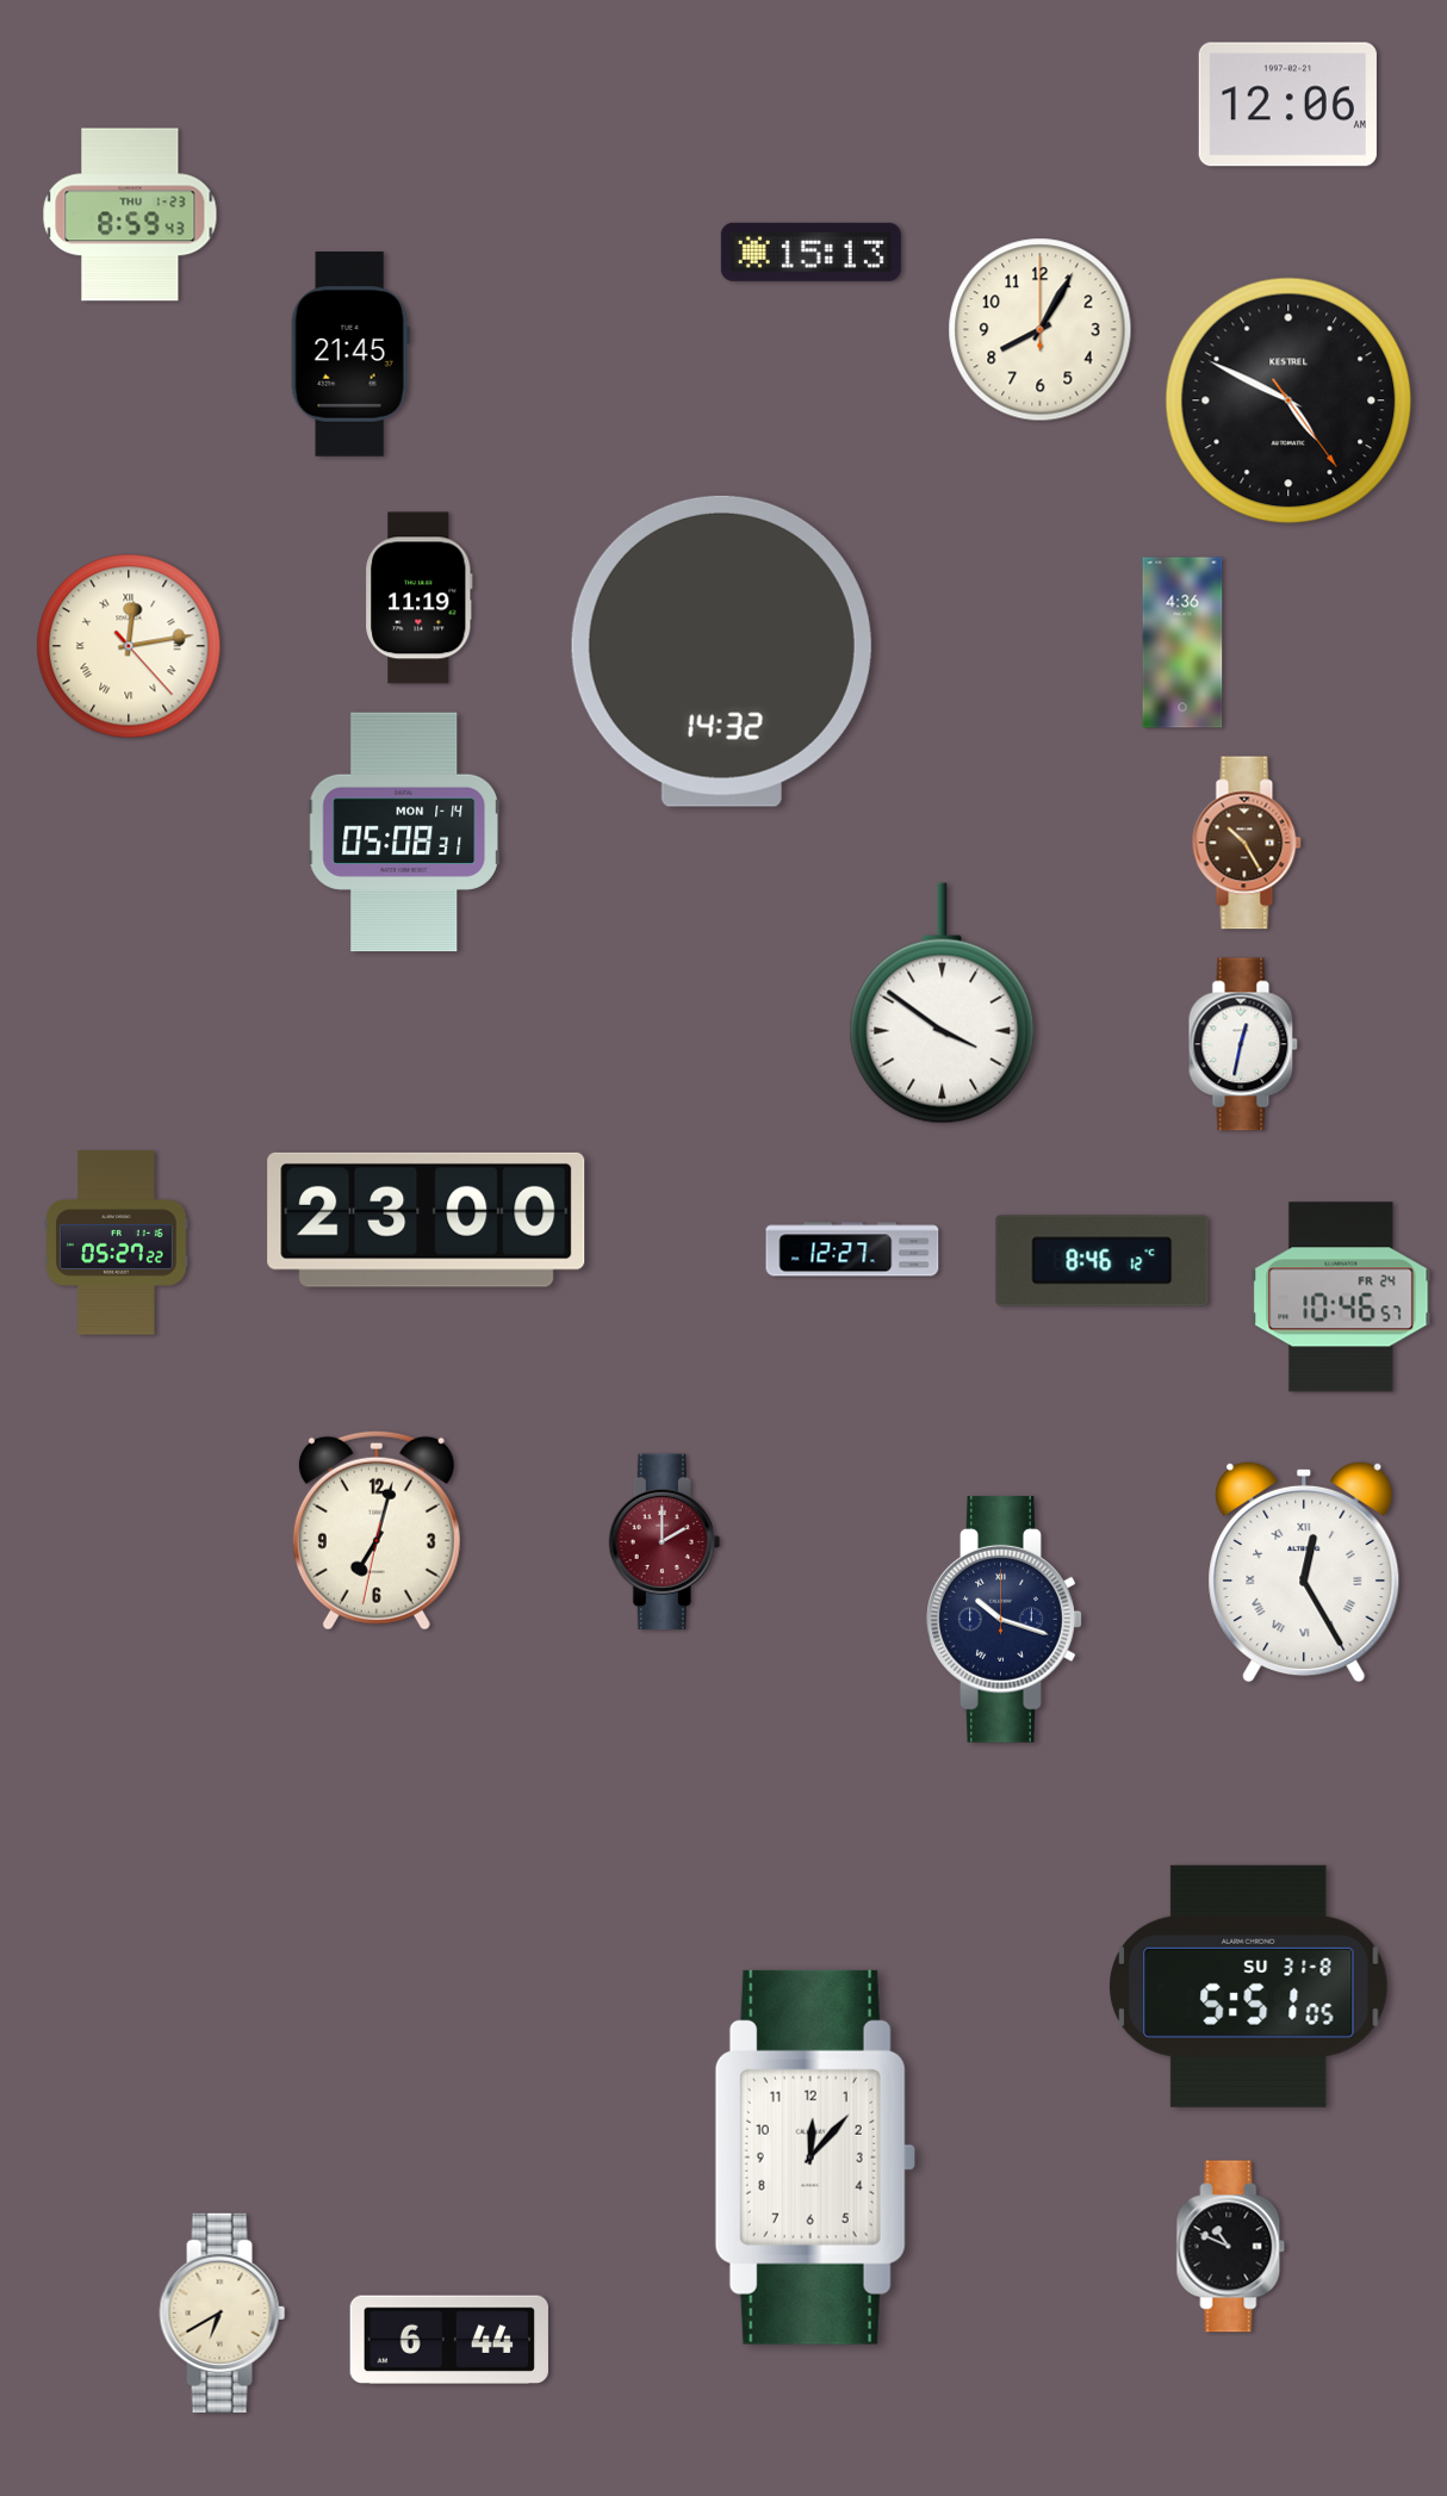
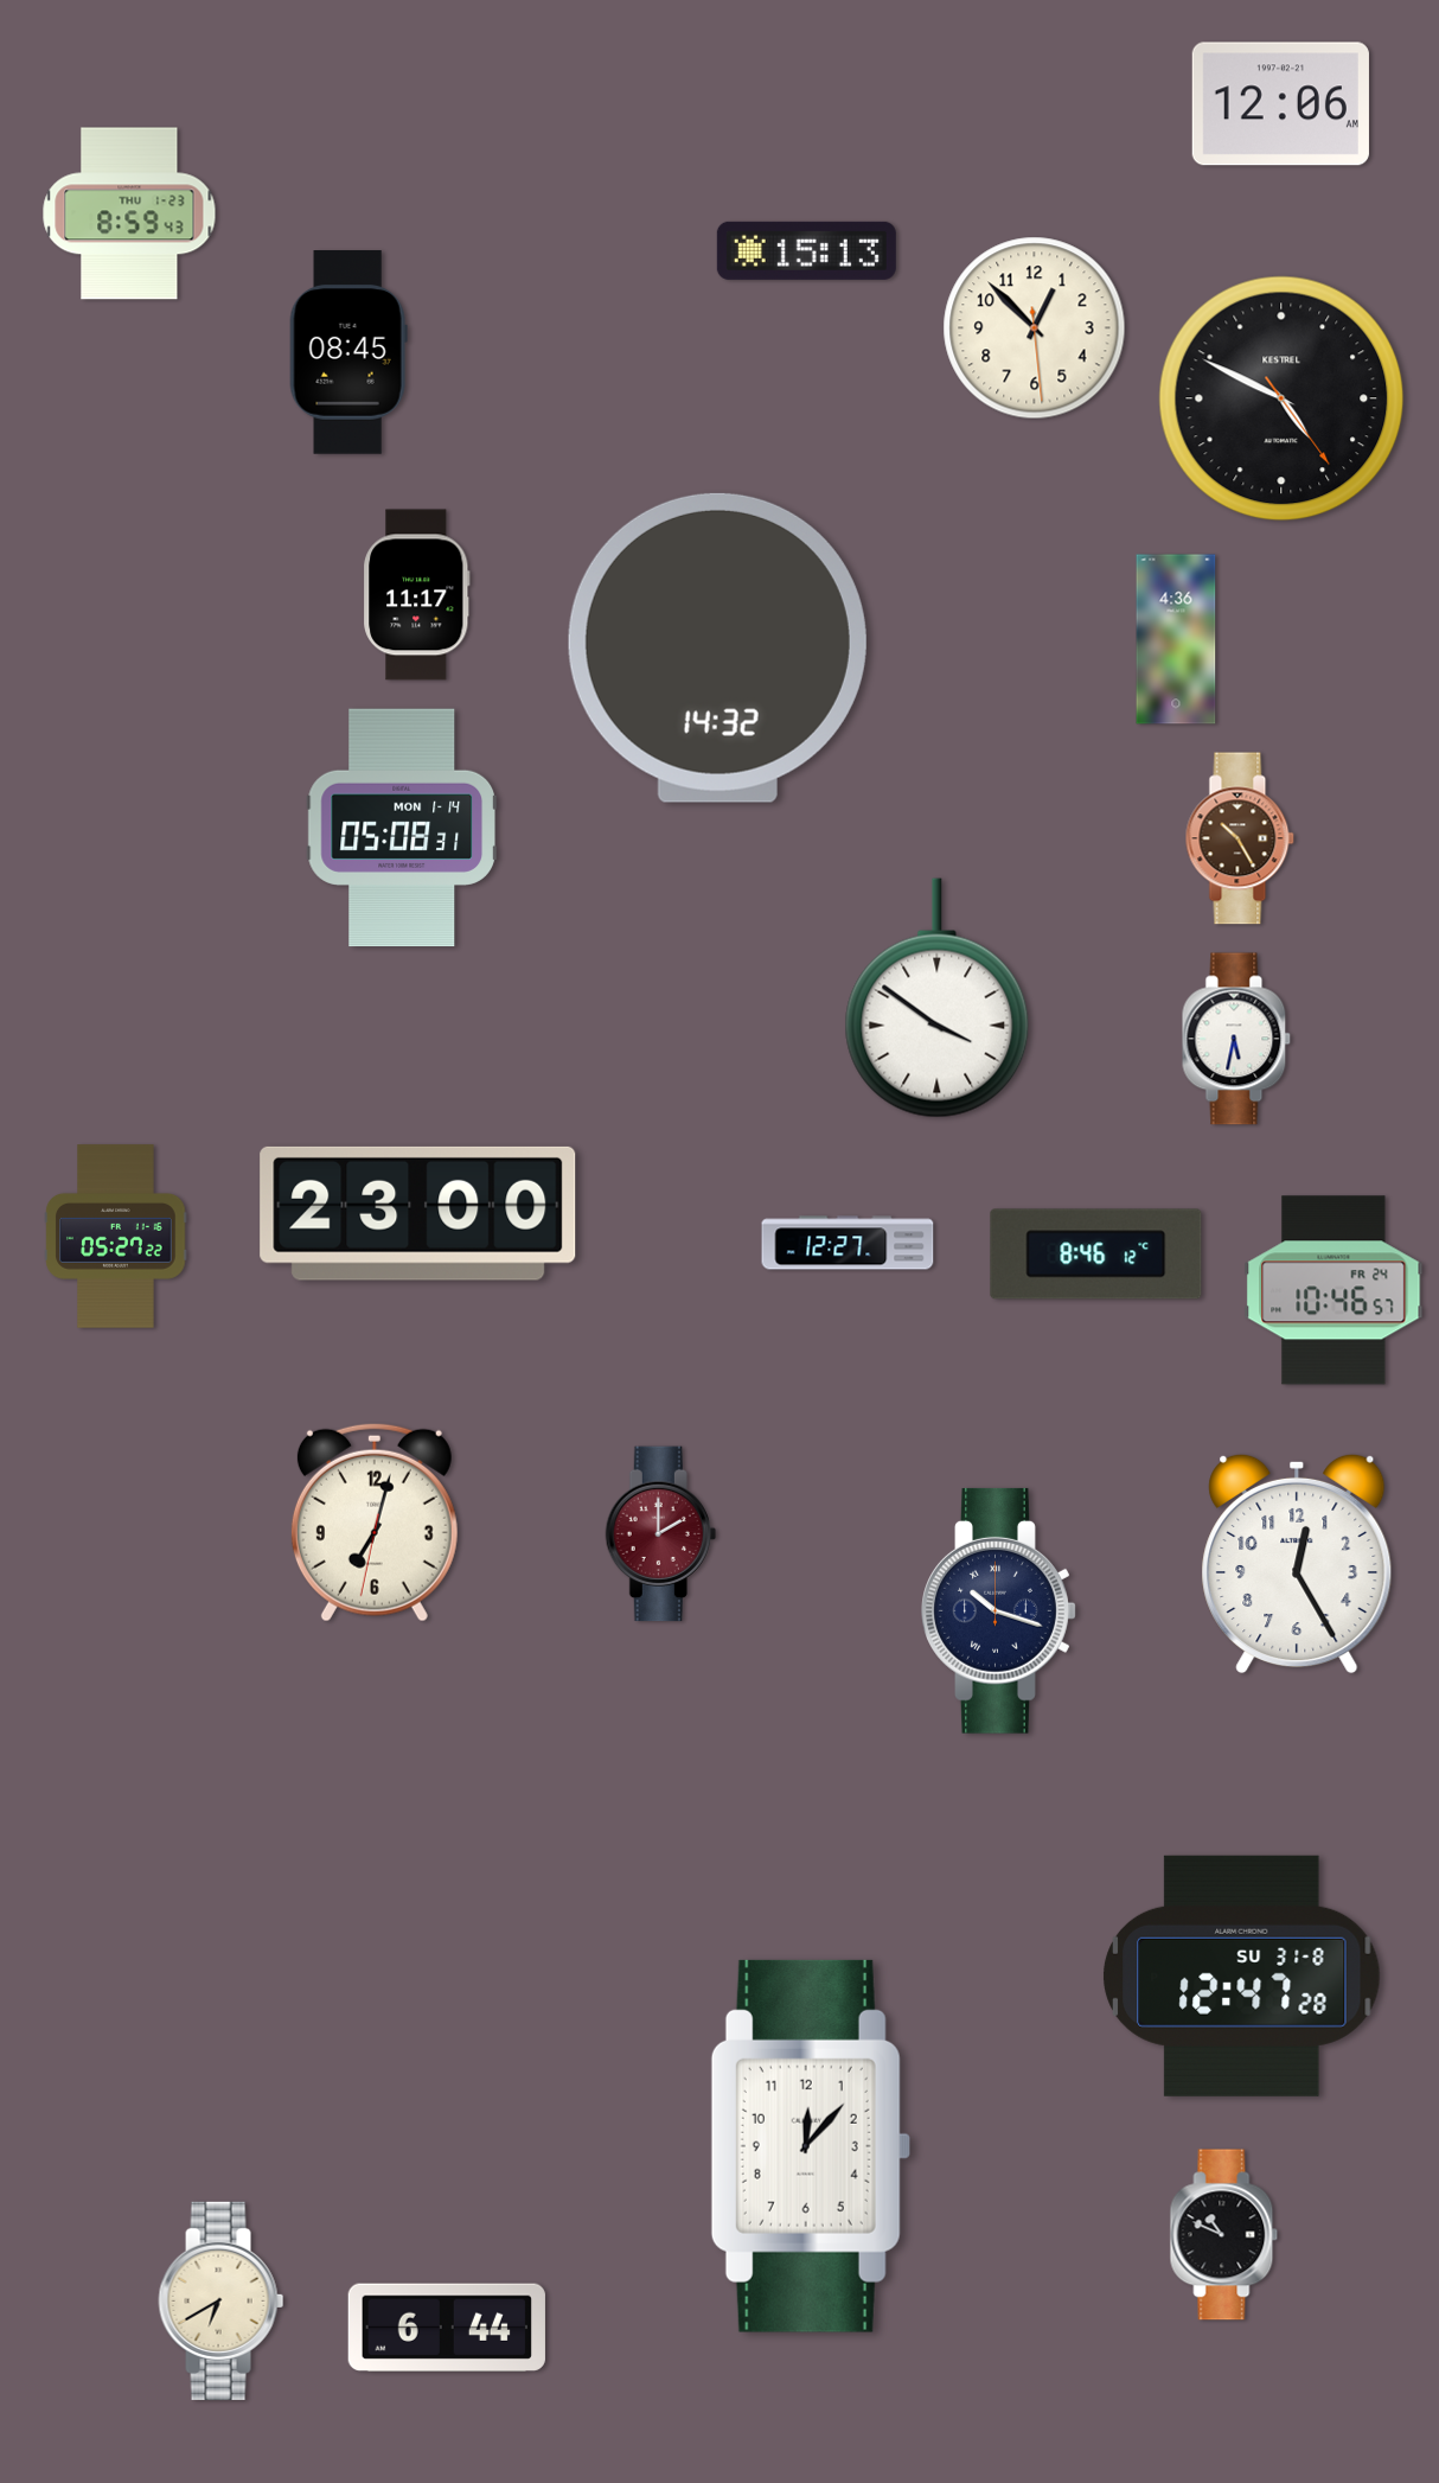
clock at (1041, 330): 8:05 -> 12:52
clock at (350, 355): 21:45 -> 08:45
clock at (420, 598): 11:19 -> 11:17
clock at (129, 646): 12:13 -> none
clock at (1243, 1044): 12:32 -> 5:32
clock at (427, 1219) position: (427, 1219) -> (418, 1213)
clock at (1304, 1572) numerals: Roman -> Arabic
clock at (1249, 1986): 5:51 -> 12:47
